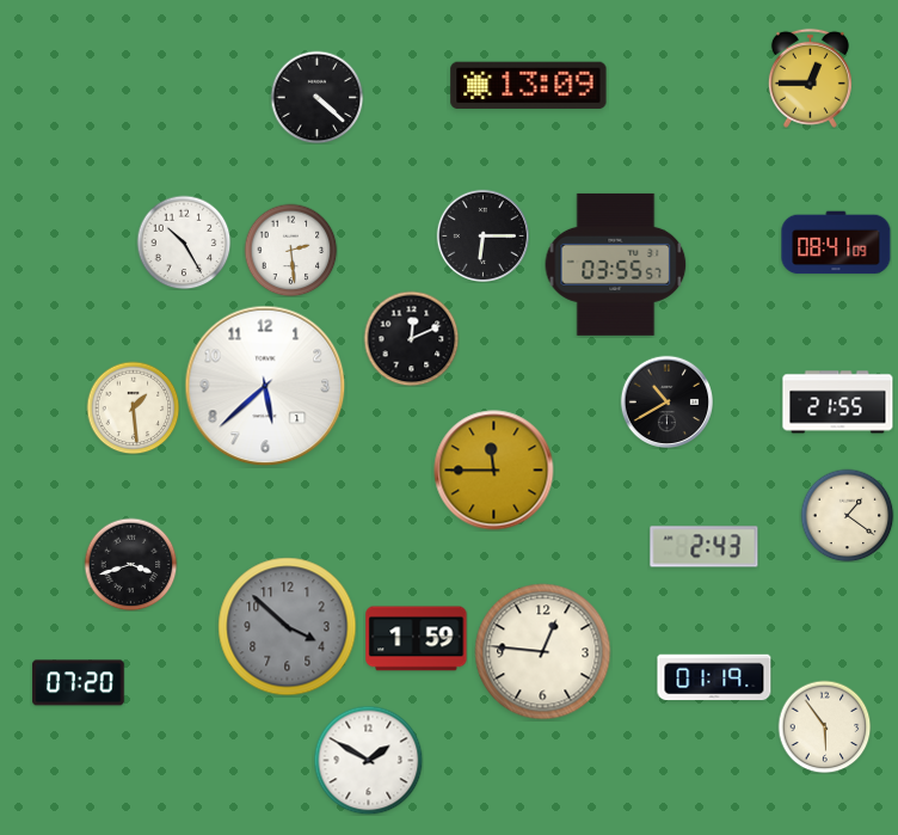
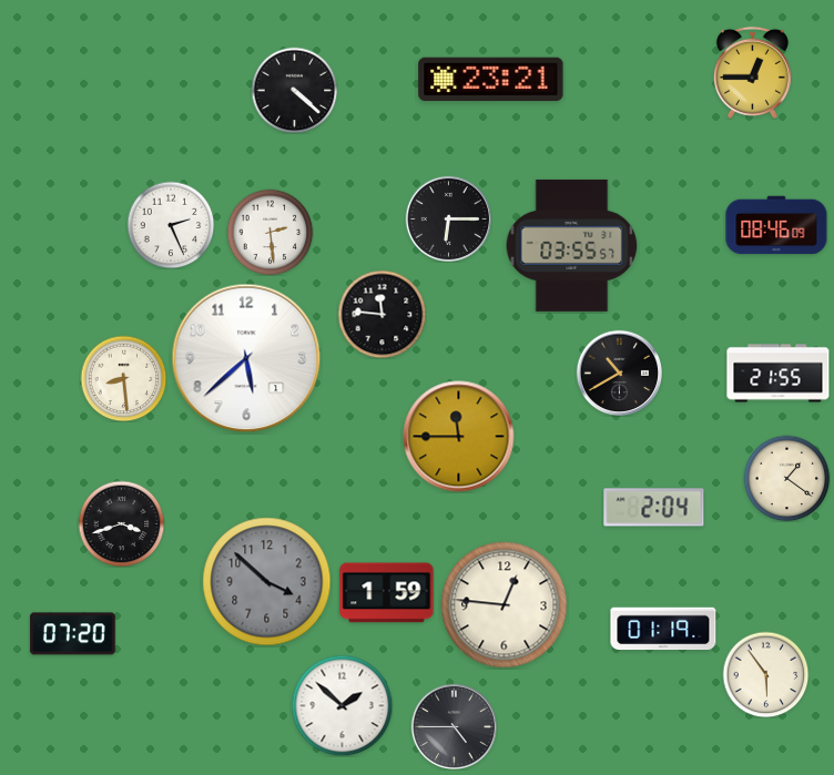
clock at (529, 86): 13:09 -> 23:21
clock at (184, 242): 10:25 -> 2:26
clock at (836, 242): 08:41 -> 08:46
clock at (411, 338): 12:11 -> 11:46
clock at (133, 407): 1:29 -> 8:29
clock at (705, 547): 2:43 -> 2:04
clock at (368, 760): 1:50 -> 1:52
clock at (454, 726): none -> 4:45
